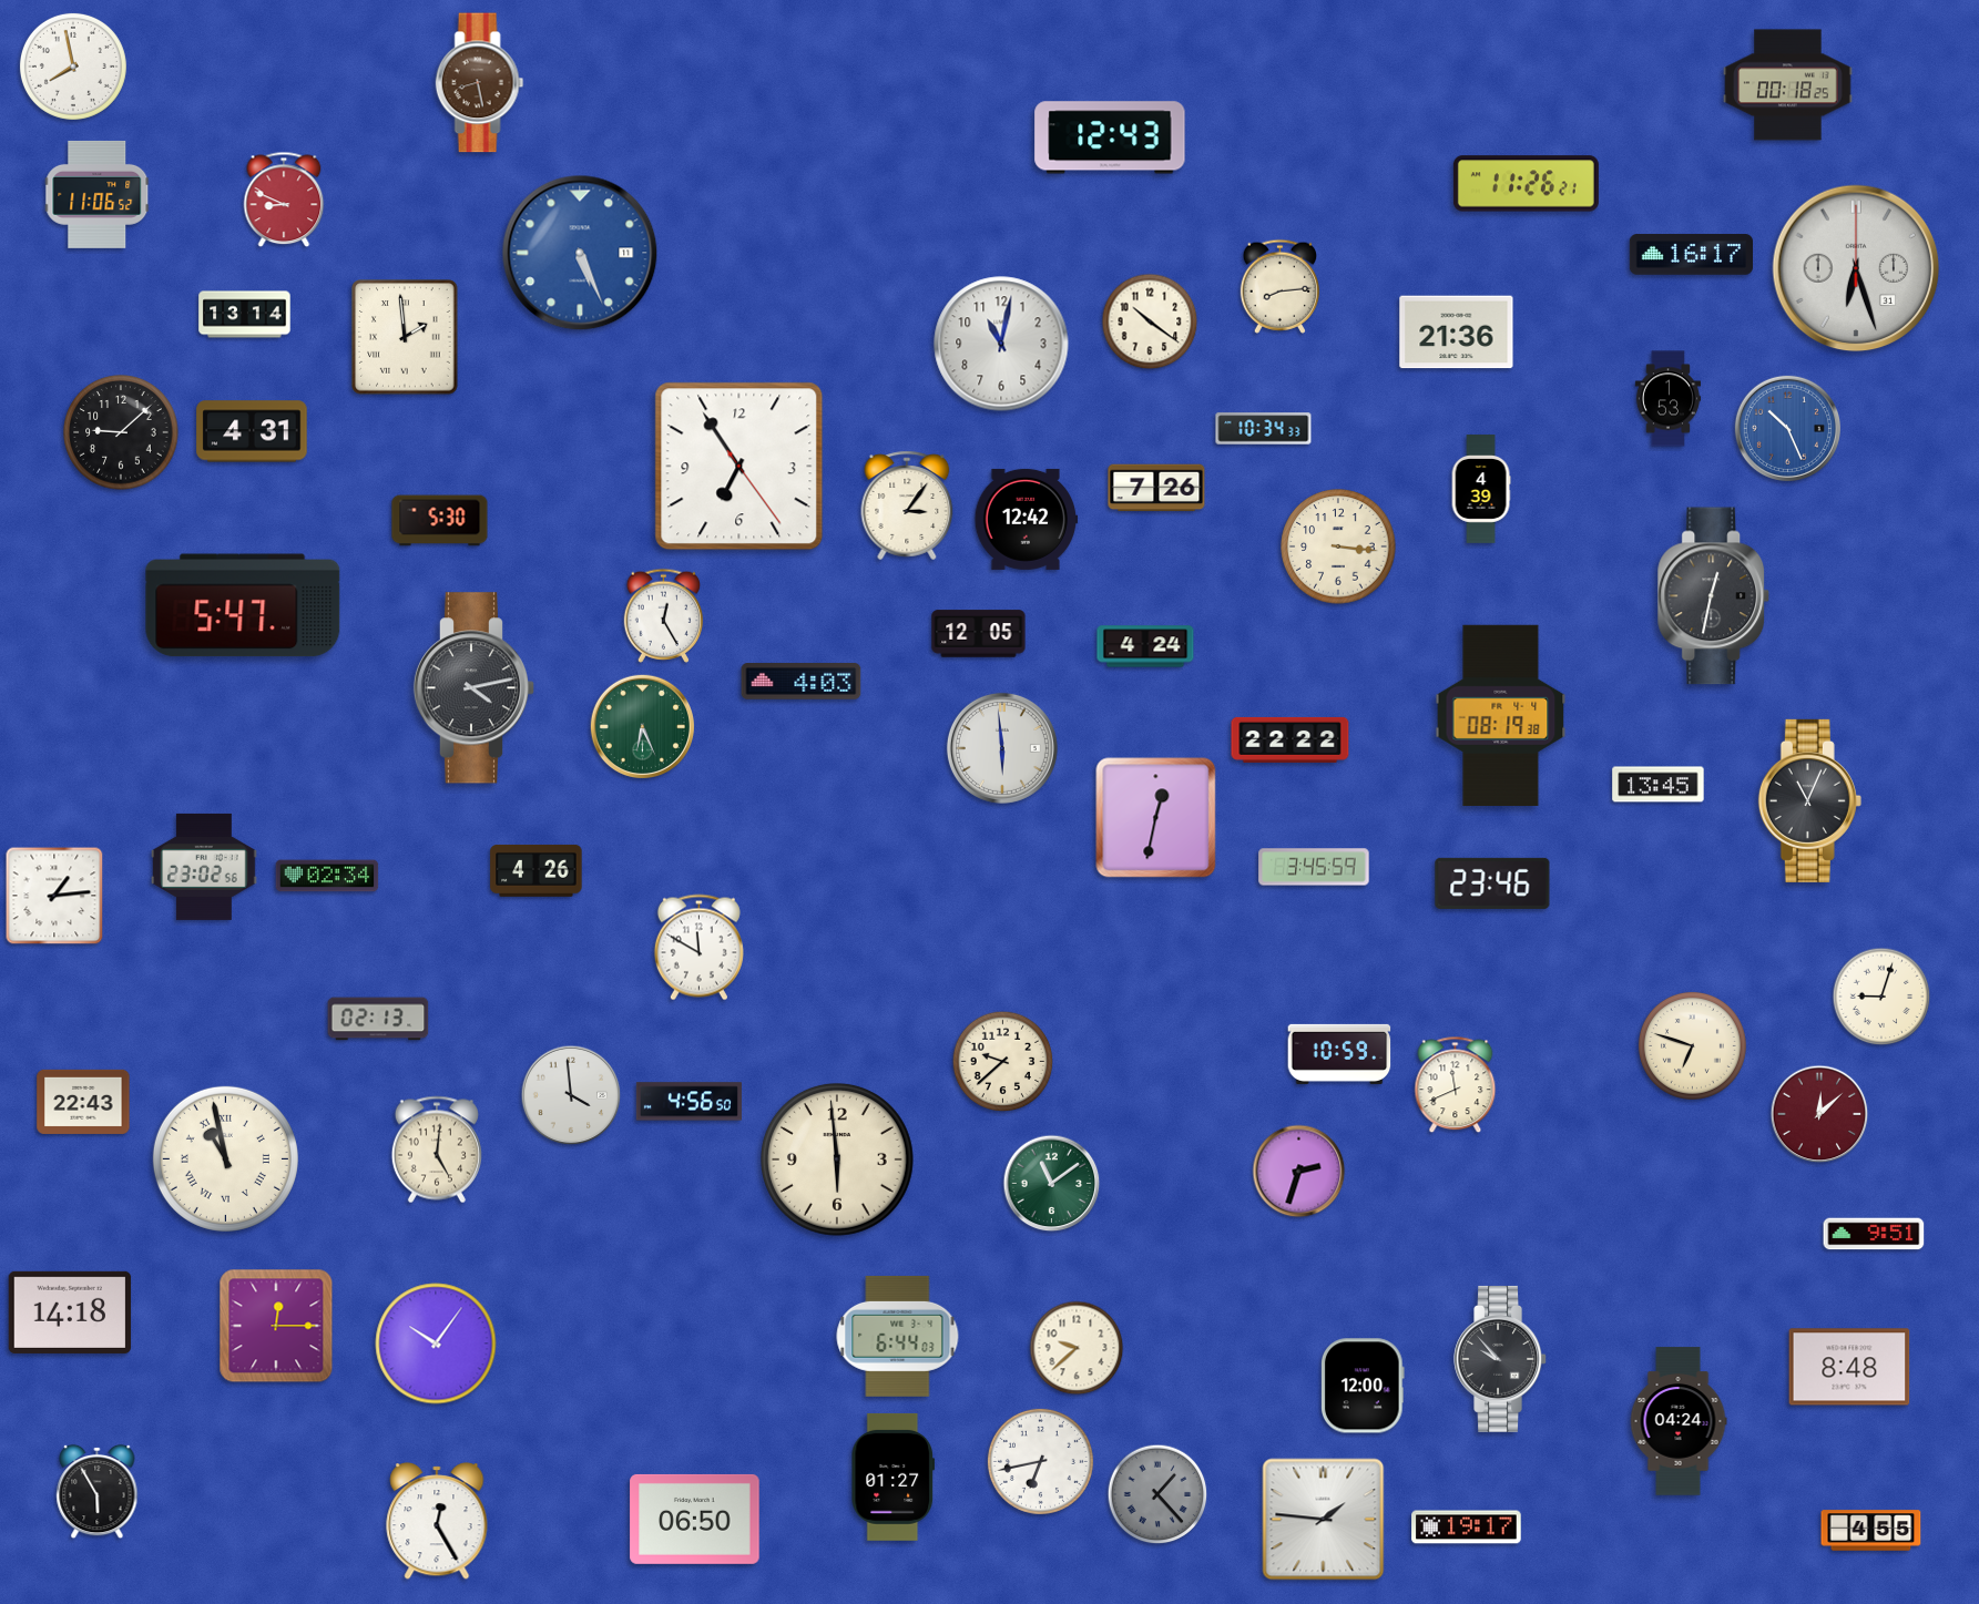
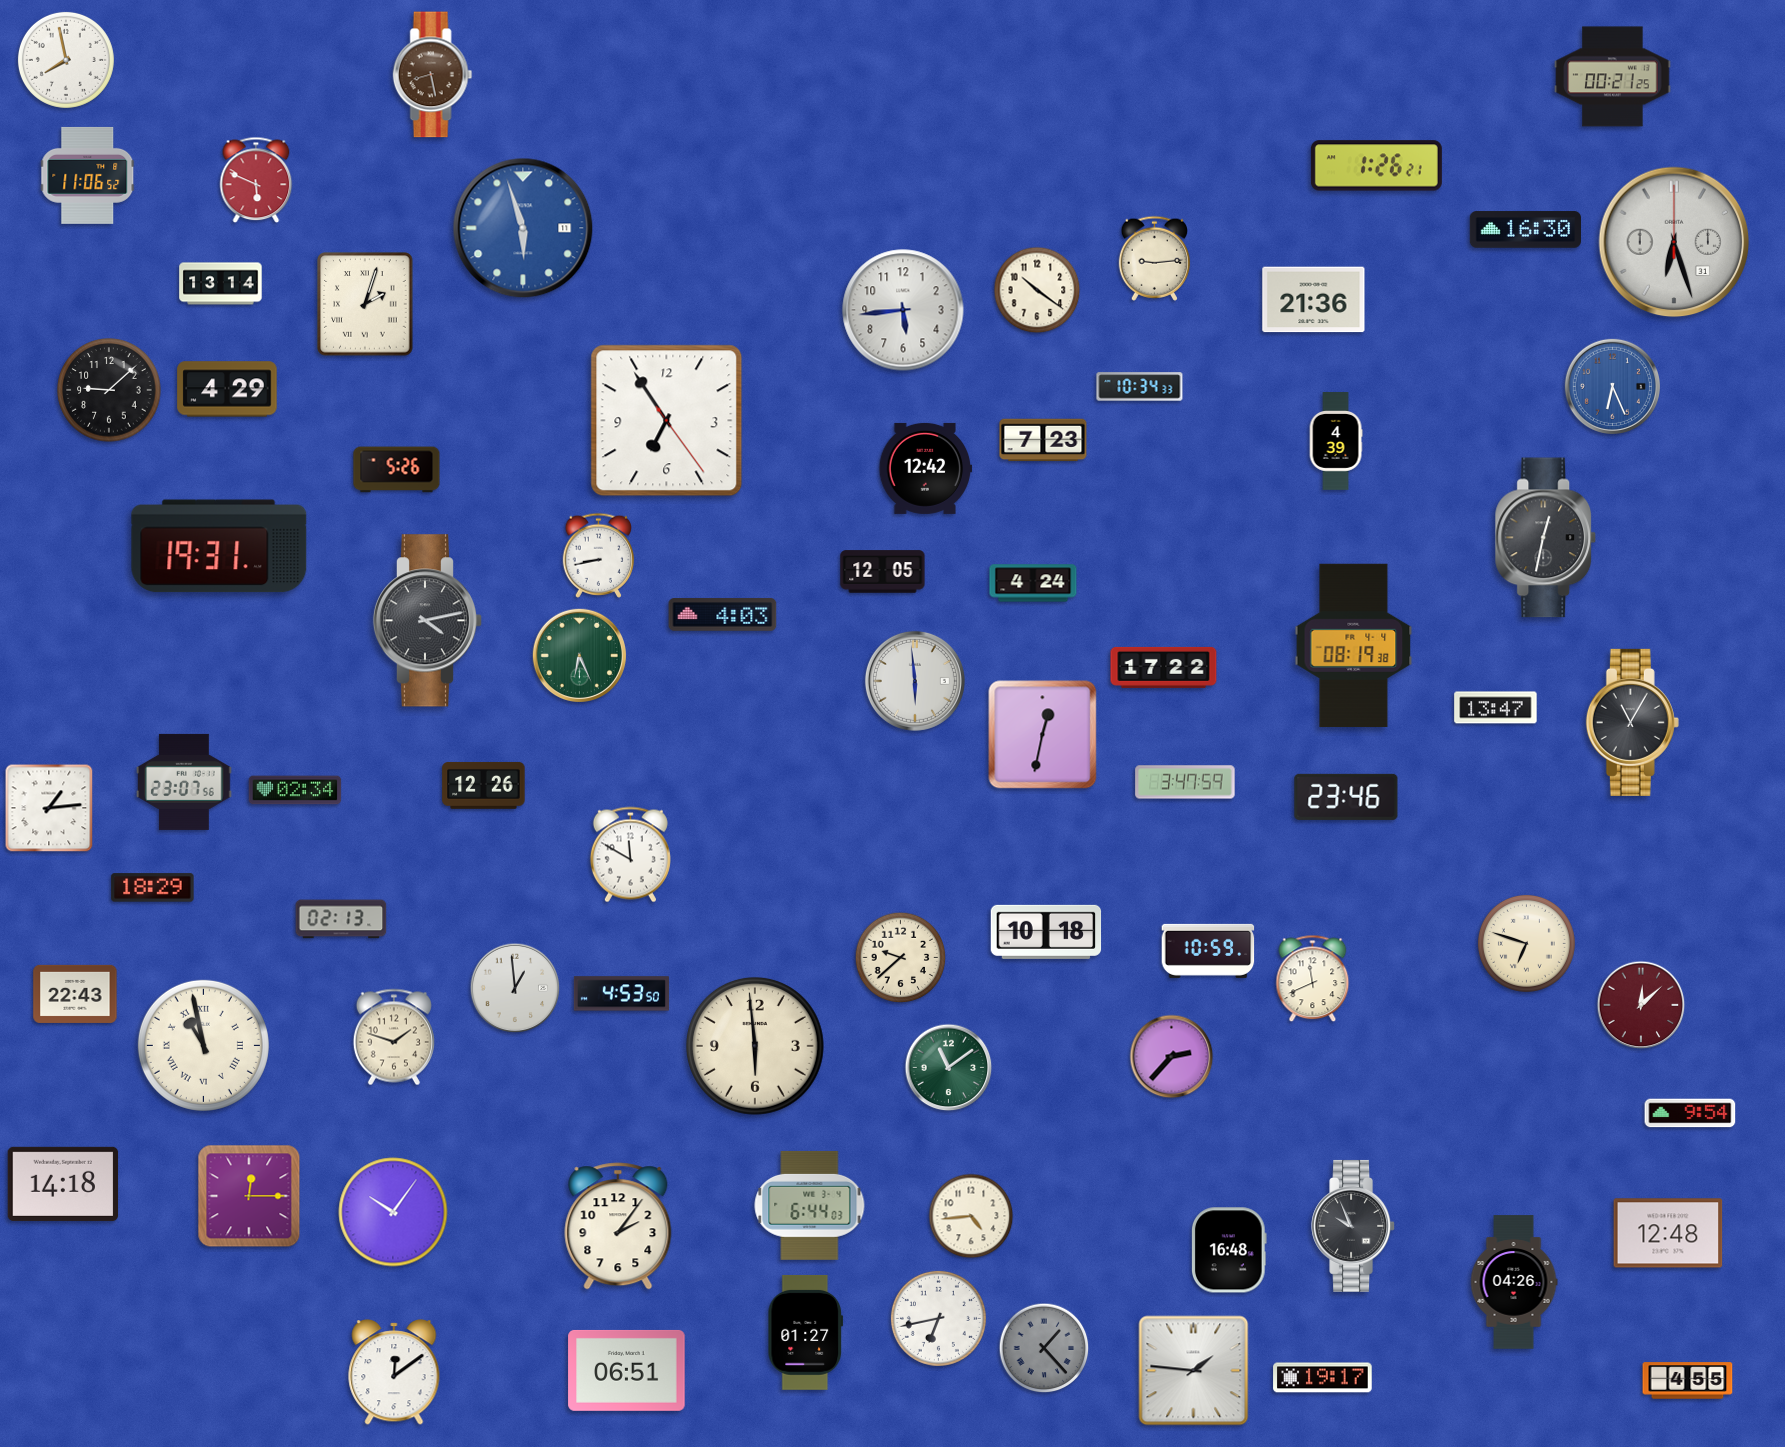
clock at (1788, 85): 00:18 -> 00:21
clock at (1110, 137): 12:43 -> none
clock at (1526, 184): 11:26 -> 1:26
clock at (284, 200): 8:49 -> 5:49
clock at (580, 253): 5:26 -> 5:57
clock at (1691, 255): 16:17 -> 16:30
clock at (1281, 286): 8:14 -> 9:14
clock at (405, 337): 1:59 -> 2:03
clock at (1001, 344): 11:02 -> 5:44
clock at (1667, 399): 1:53 -> none
clock at (1787, 428): 10:26 -> 6:26
clock at (252, 431): 4:31 -> 4:29
clock at (1156, 488): 7:26 -> 7:23
clock at (907, 505): 3:06 -> none
clock at (440, 521): 5:30 -> 5:26
clock at (1338, 546): 3:16 -> none
clock at (243, 605): 5:47 -> 19:31
clock at (664, 615): 12:25 -> 8:43
clock at (1291, 739): 22:22 -> 17:22
clock at (1002, 748) position: (1002, 748) -> (915, 681)
clock at (1659, 785): 13:45 -> 13:47
clock at (1809, 800): 11:04 -> 11:05
clock at (1156, 818) position: (1156, 818) -> (1043, 735)
clock at (204, 867): 23:02 -> 23:07
clock at (1314, 867): 3:45 -> 3:47
clock at (537, 871): 4:26 -> 12:26
clock at (153, 888): none -> 18:29
clock at (1881, 997): 9:03 -> none
clock at (1046, 932): none -> 10:18
clock at (1003, 1062) position: (1003, 1062) -> (901, 958)
clock at (571, 1095): 3:59 -> 12:59
clock at (688, 1102): 4:56 -> 4:53
clock at (437, 1150): 5:01 -> 1:48
clock at (1299, 1172): 2:33 -> 2:37
clock at (1874, 1234): 9:51 -> 9:54
clock at (1077, 1348): 9:38 -> 4:44
clock at (618, 1226): none -> 2:06
clock at (1500, 1359): 9:53 -> 9:56
clock at (1849, 1367): 8:48 -> 12:48
clock at (1363, 1386): 12:00 -> 16:48
clock at (1679, 1421): 04:24 -> 04:26
clock at (98, 1492): 5:55 -> none
clock at (695, 1519): 06:50 -> 06:51
clock at (437, 1521): 12:25 -> 12:09
